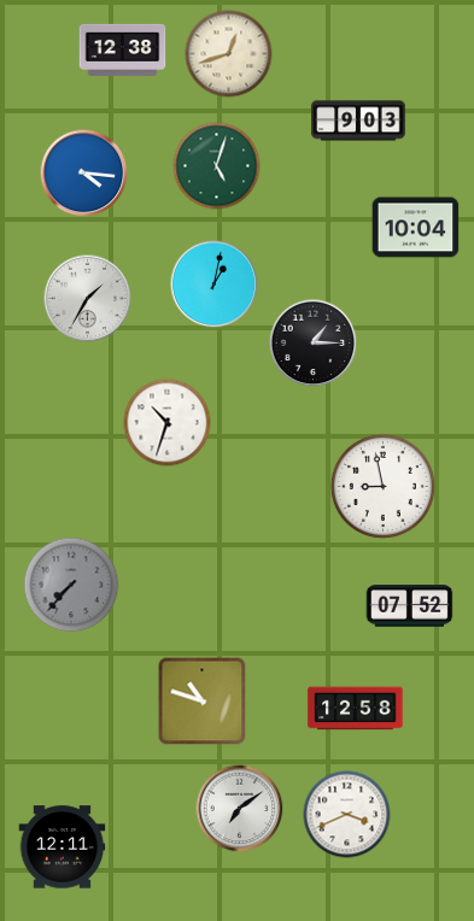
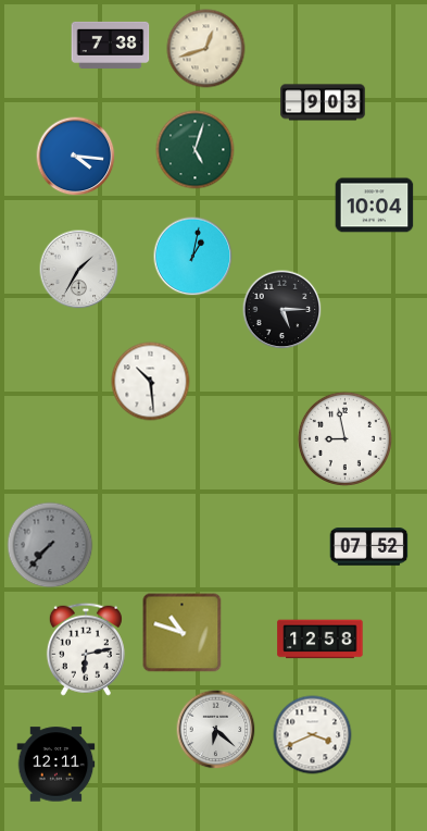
clock at (123, 49): 12:38 -> 7:38
clock at (358, 121) position: (358, 121) -> (323, 102)
clock at (314, 344): 1:15 -> 5:15
clock at (168, 423): 10:33 -> 10:29
clock at (71, 585) position: (71, 585) -> (50, 545)
clock at (86, 649): none -> 6:13
clock at (240, 809): 7:09 -> 6:22
